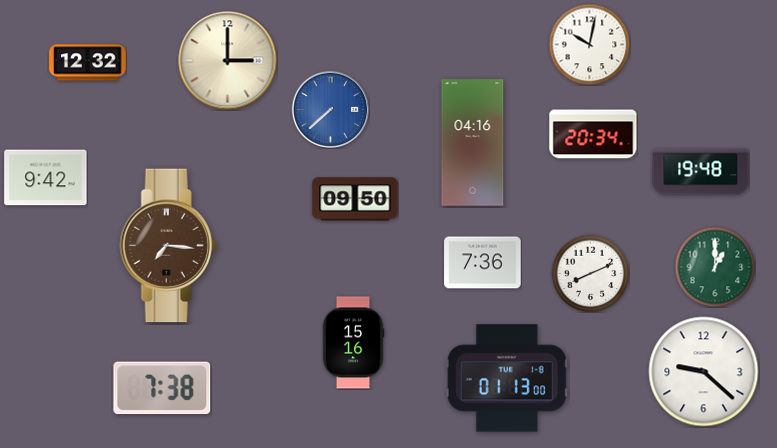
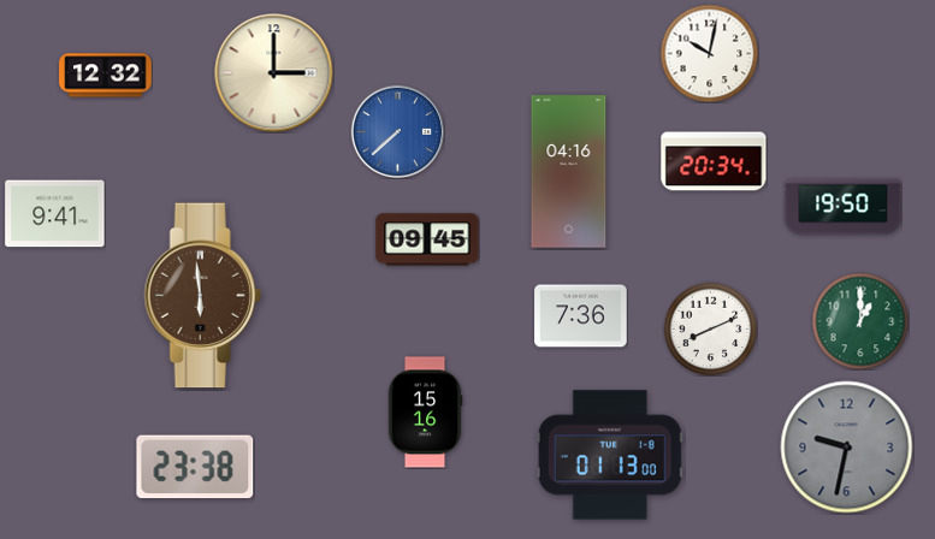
clock at (701, 172): 19:48 -> 19:50
clock at (46, 178): 9:42 -> 9:41
clock at (355, 199): 09:50 -> 09:45
clock at (168, 246): 7:16 -> 5:59
clock at (704, 372): 9:22 -> 9:32
clock at (704, 372) dial: white -> grey
clock at (162, 388): 7:38 -> 23:38
